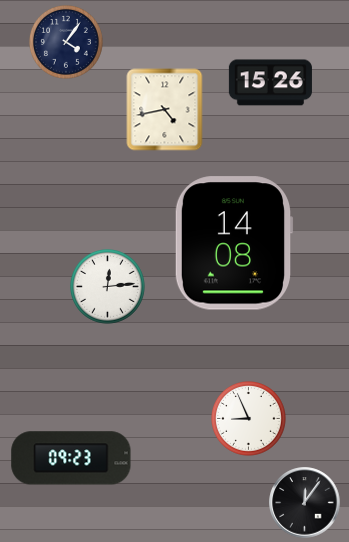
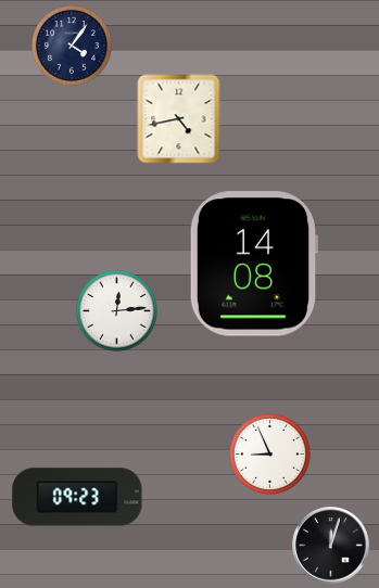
clock at (270, 83): 15:26 -> none
clock at (305, 503): 12:06 -> 12:03
